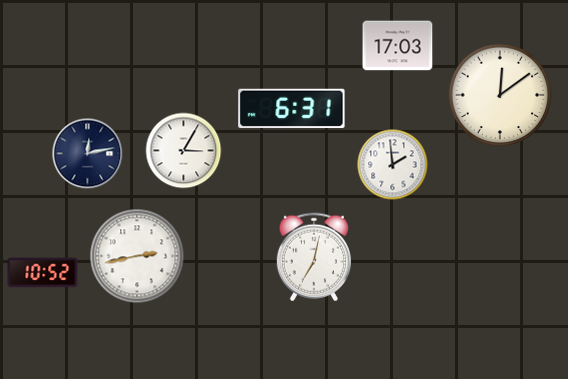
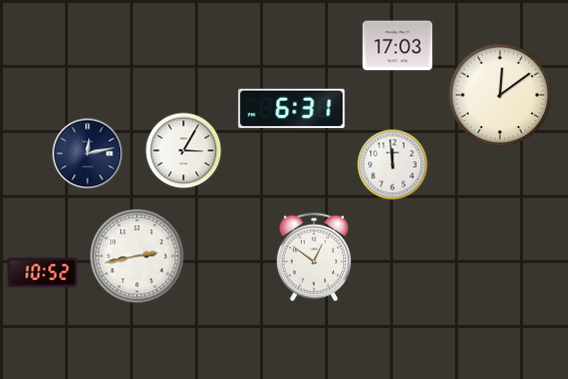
clock at (393, 165): 1:59 -> 11:59
clock at (314, 257): 7:02 -> 12:51
